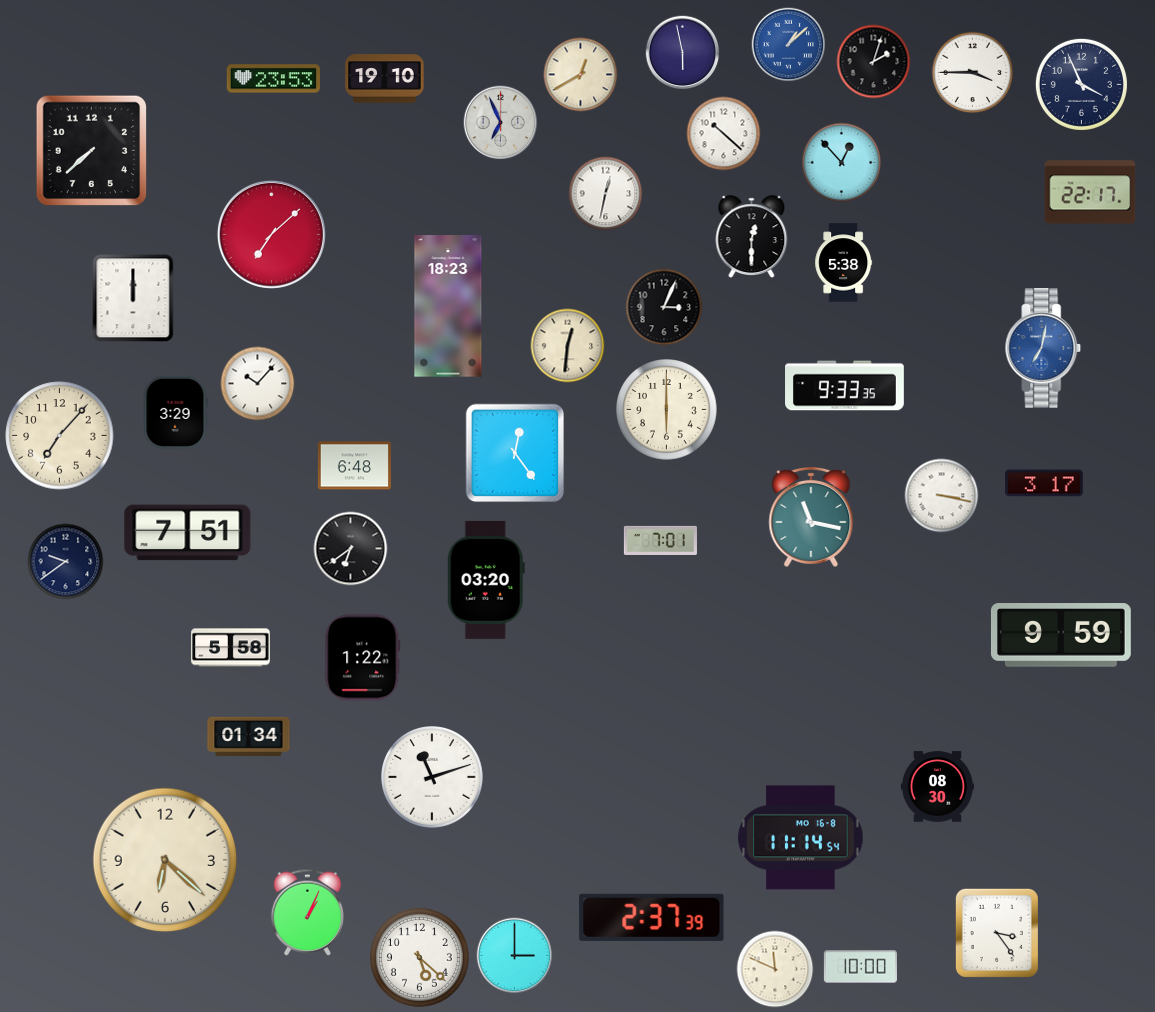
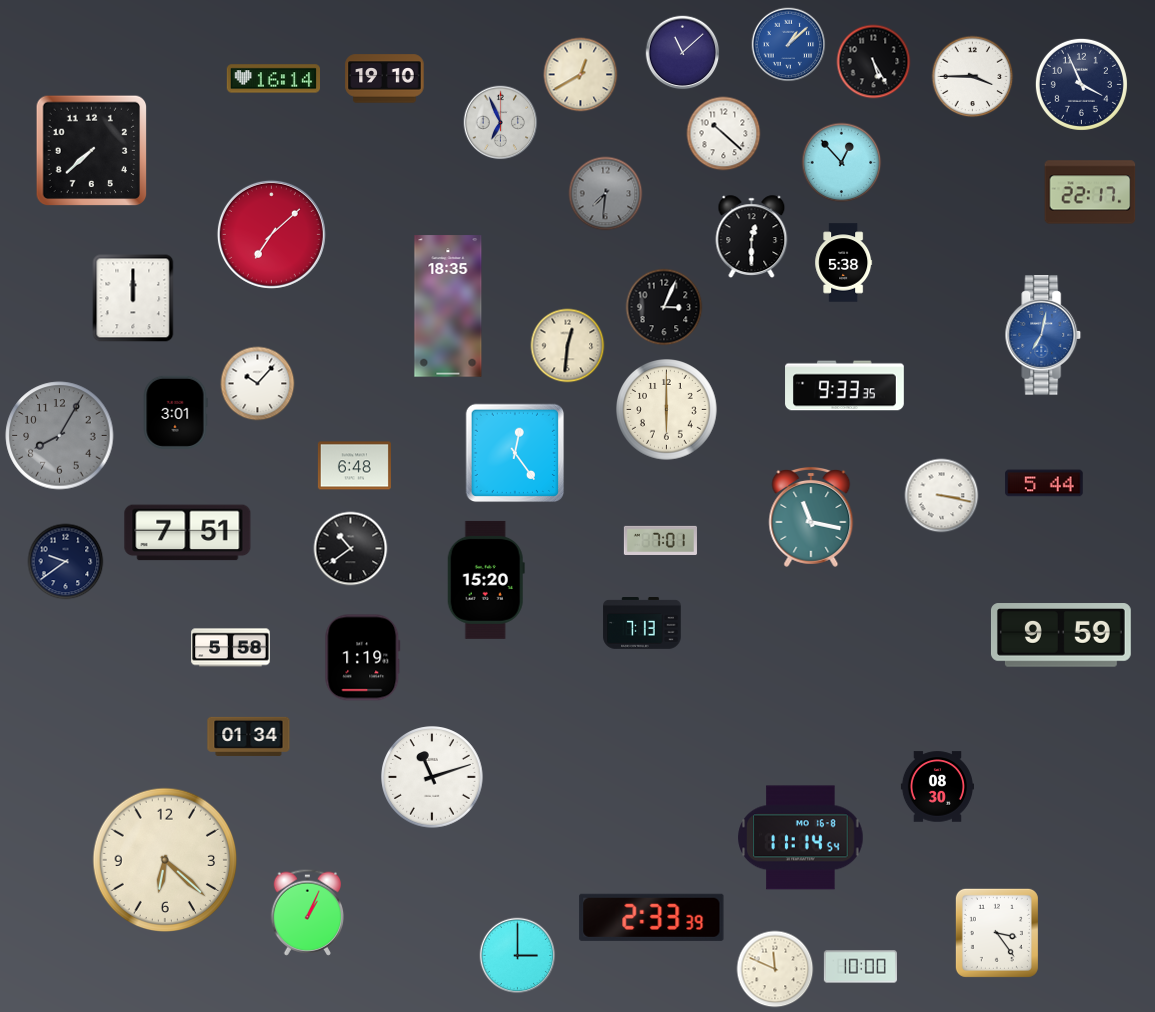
clock at (683, 53): 5:58 -> 11:08
clock at (874, 62): 2:03 -> 5:25
clock at (973, 73) position: (973, 73) -> (973, 77)
clock at (273, 79): 23:53 -> 16:14
clock at (606, 194): 12:32 -> 7:31
clock at (606, 194) dial: white -> grey
clock at (448, 306): 18:23 -> 18:35
clock at (1043, 348) position: (1043, 348) -> (1043, 335)
clock at (175, 412): 3:29 -> 3:01
clock at (60, 436): 7:07 -> 8:05
clock at (60, 436) dial: cream -> grey
clock at (1044, 483): 3:17 -> 5:44
clock at (351, 549): 6:39 -> 10:39
clock at (486, 580): 03:20 -> 15:20
clock at (642, 624): none -> 7:13
clock at (363, 658): 1:22 -> 1:19
clock at (652, 917): 2:37 -> 2:33
clock at (515, 956) position: (515, 956) -> (518, 956)
clock at (419, 957): 5:22 -> none
